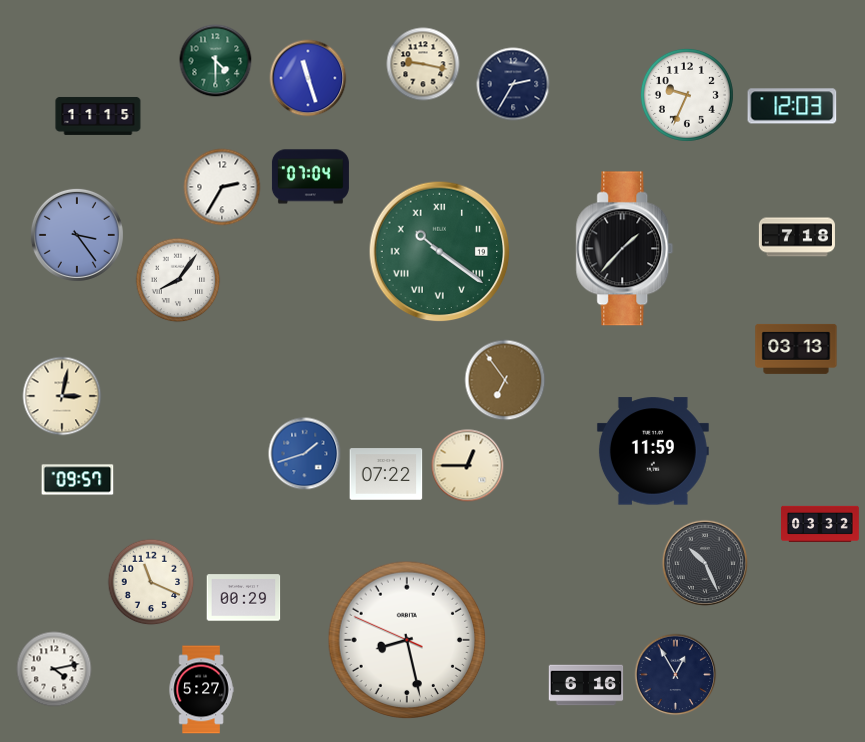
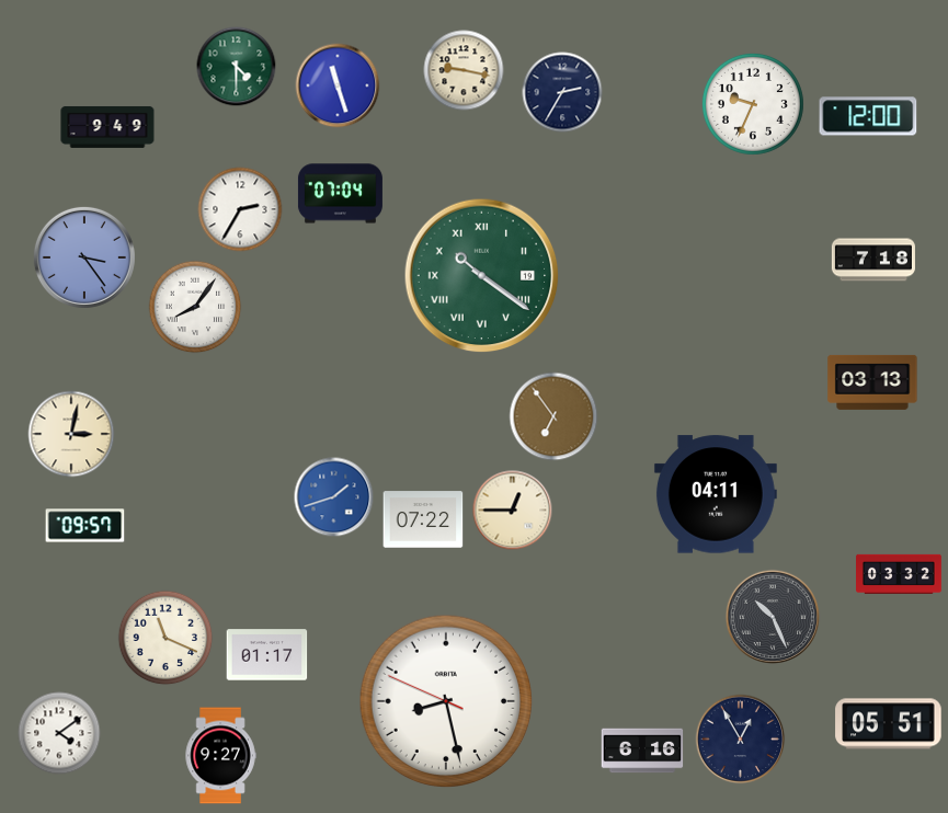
clock at (792, 106): 12:03 -> 12:00
clock at (98, 116): 11:15 -> 9:49
clock at (222, 187) position: (222, 187) -> (240, 209)
clock at (625, 249): 1:37 -> none
clock at (62, 396) position: (62, 396) -> (71, 434)
clock at (653, 451): 11:59 -> 04:11
clock at (244, 598): 00:29 -> 01:17
clock at (889, 724): none -> 05:51
clock at (54, 669): 4:13 -> 4:09
clock at (201, 690): 5:27 -> 9:27
